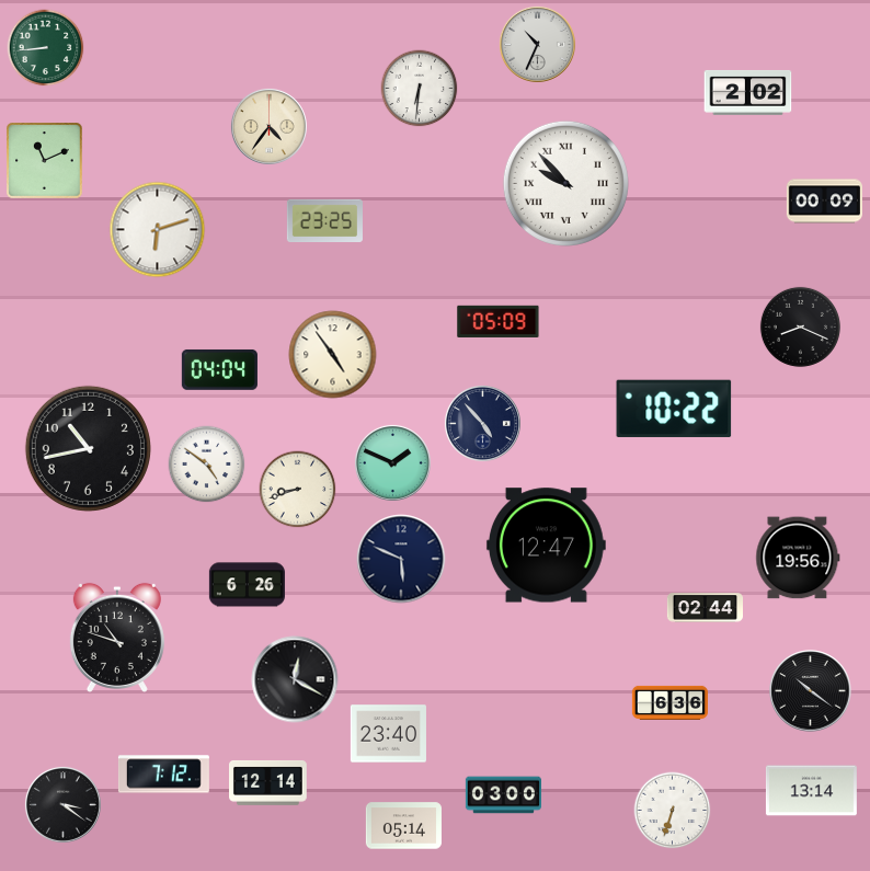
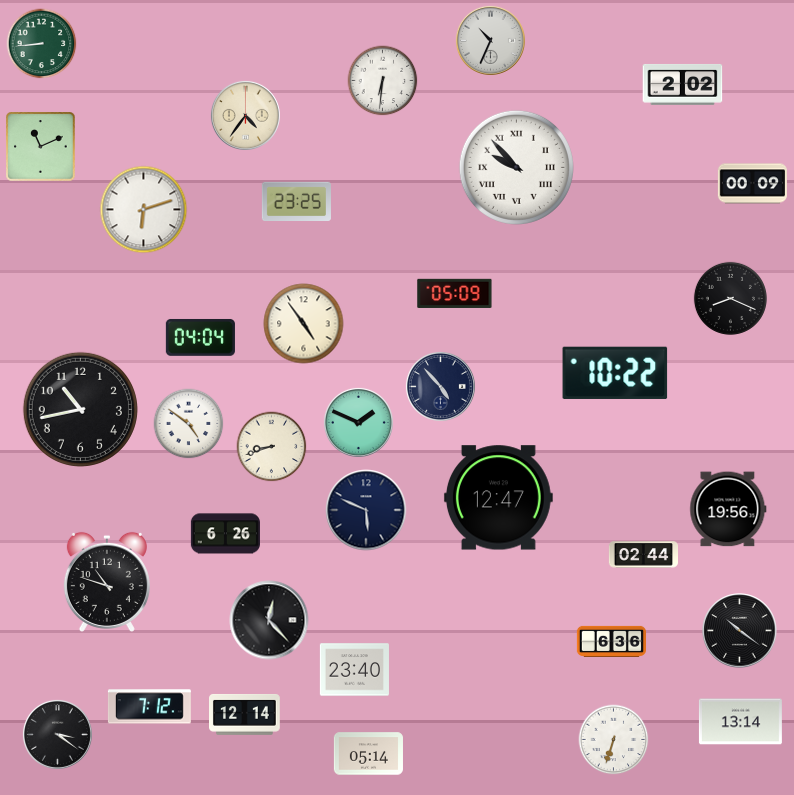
clock at (295, 679): 12:20 -> 12:23
clock at (503, 795): 03:00 -> none
